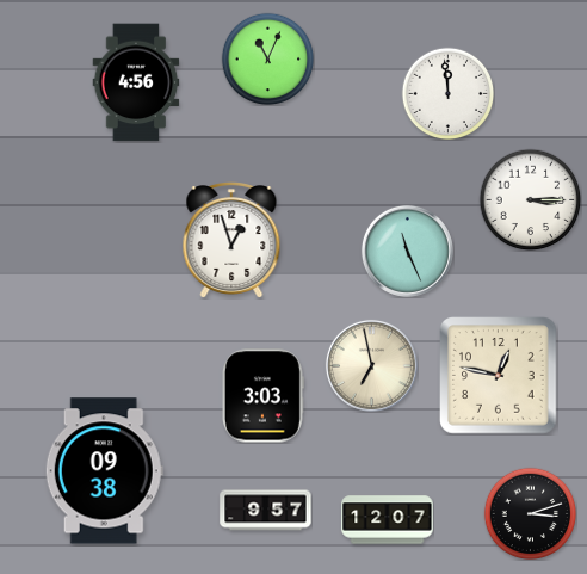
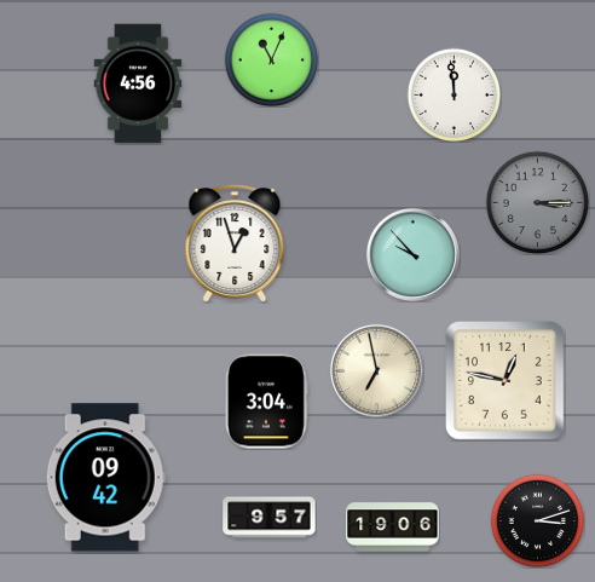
clock at (530, 199) dial: white -> grey
clock at (407, 251): 11:26 -> 9:53
clock at (262, 396): 3:03 -> 3:04
clock at (104, 471): 09:38 -> 09:42
clock at (388, 520): 12:07 -> 19:06
